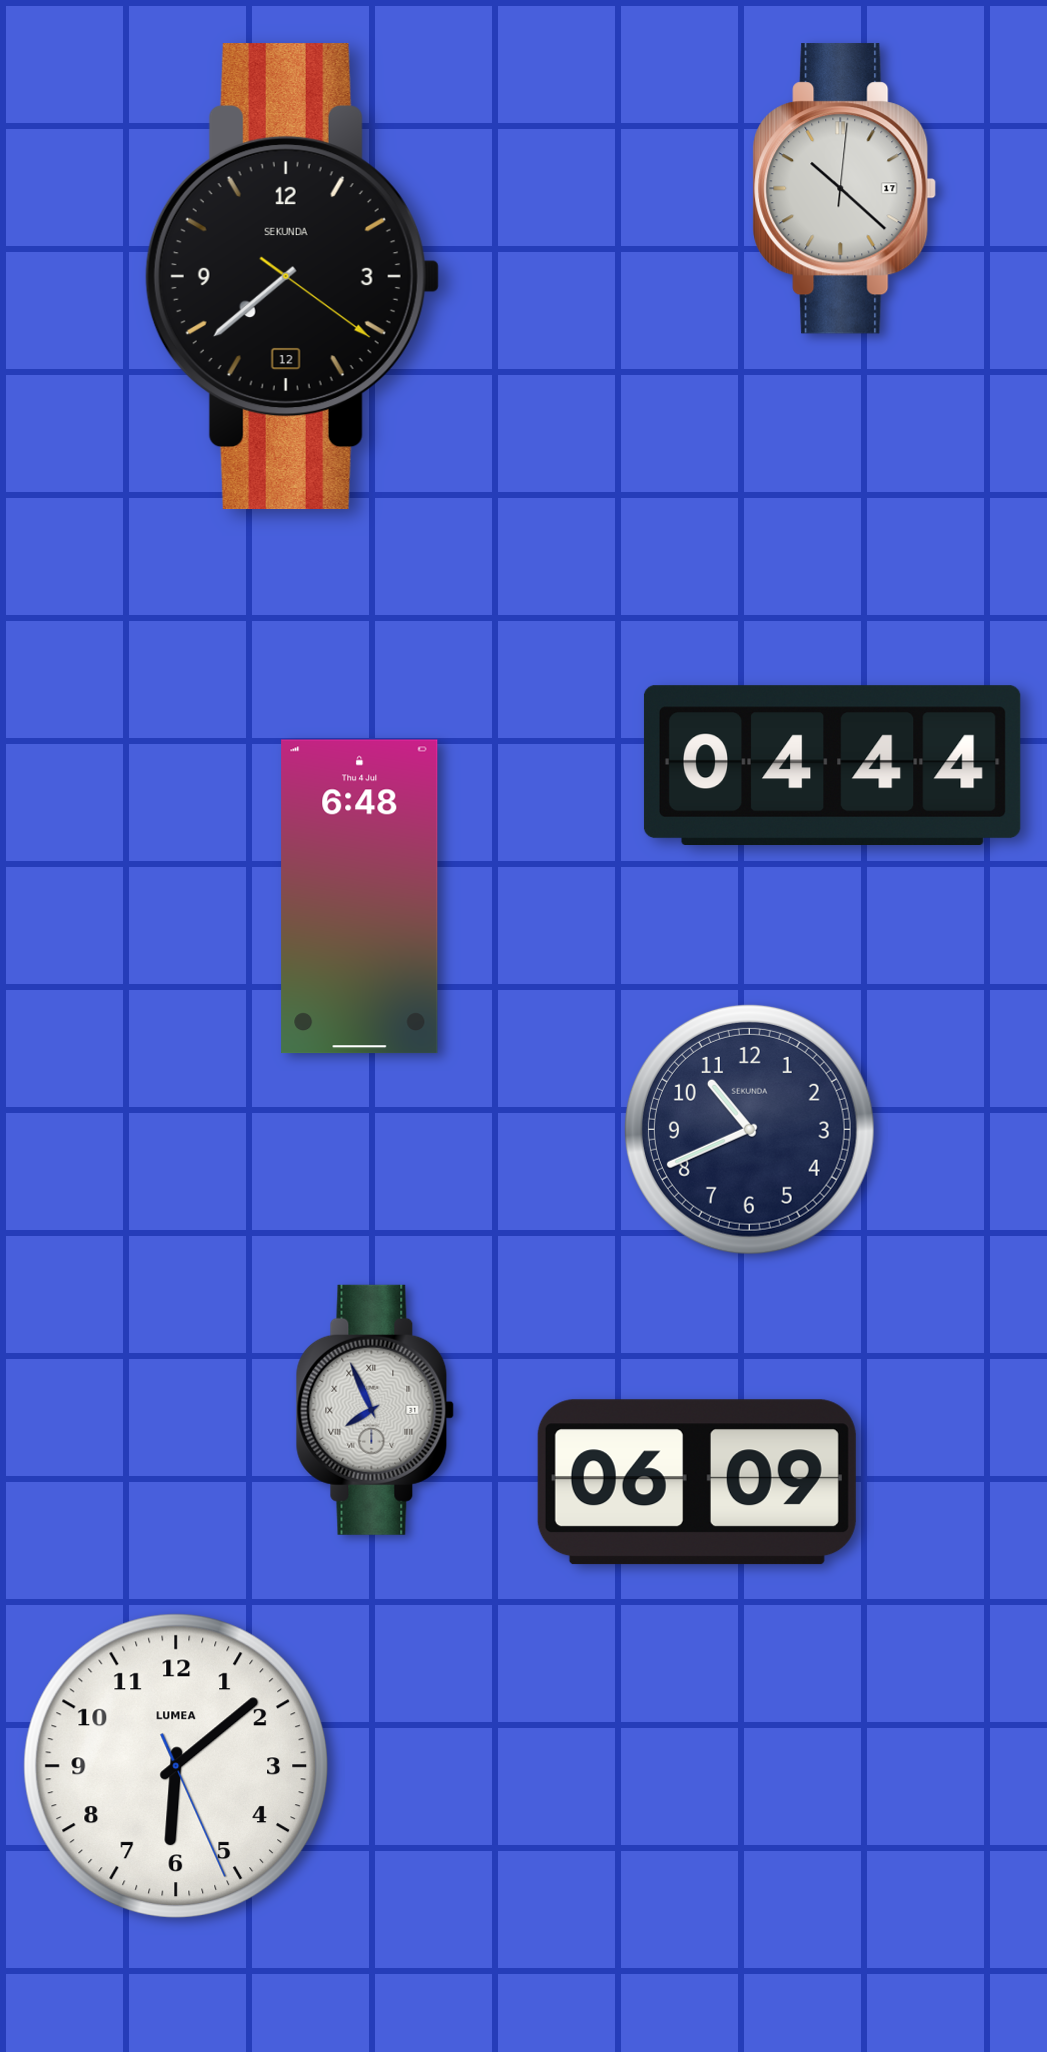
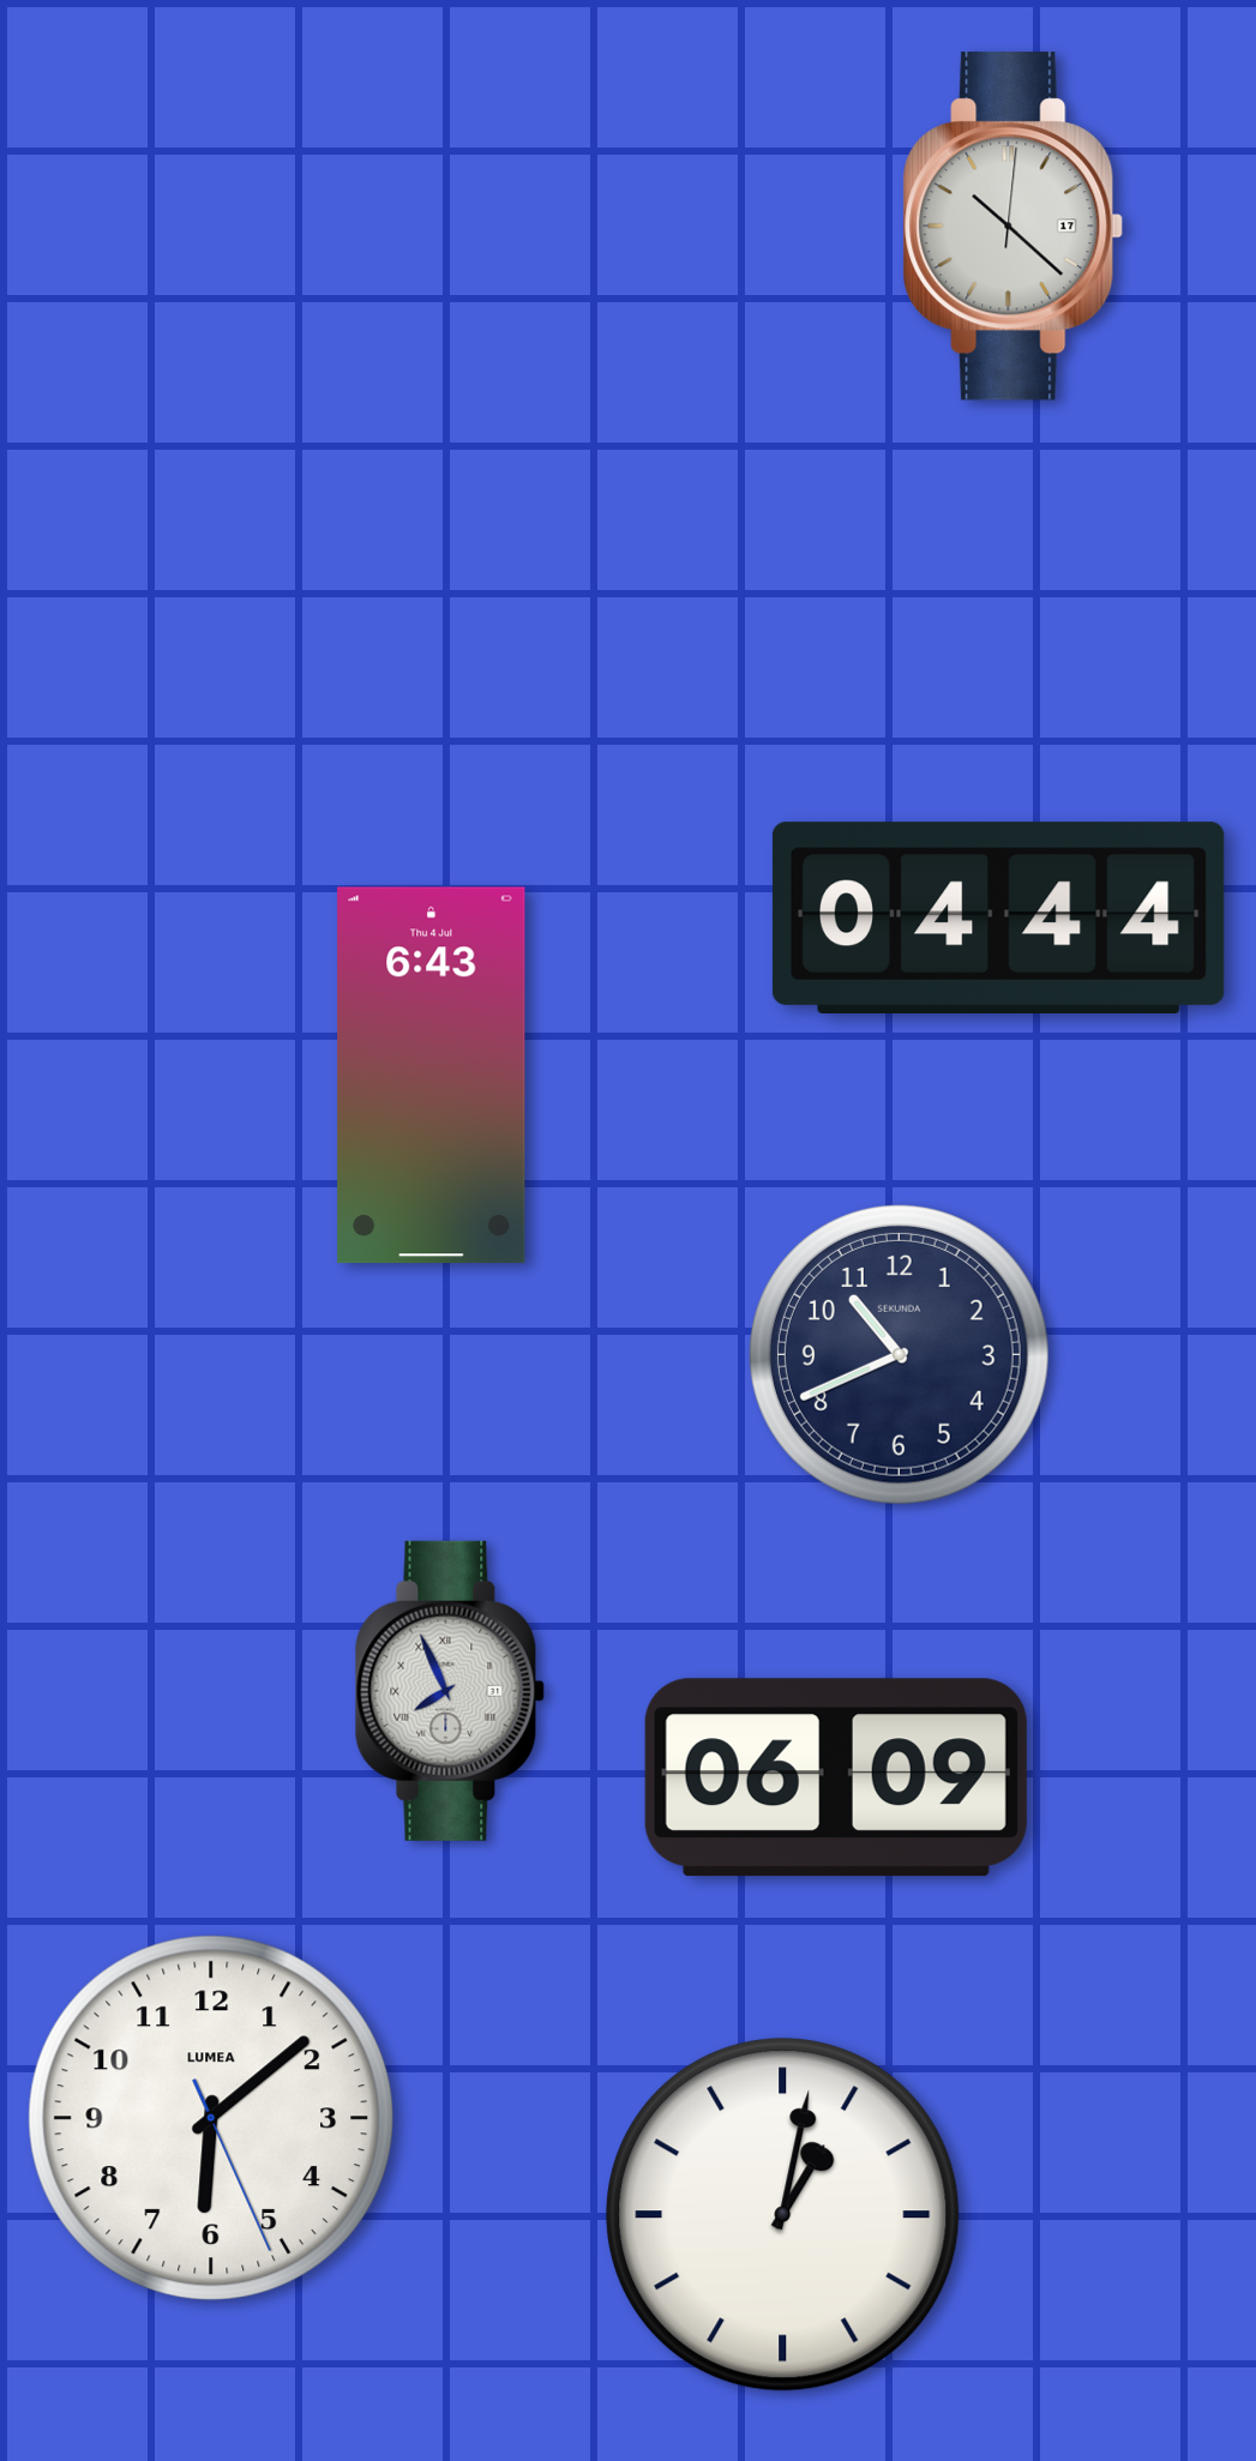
clock at (292, 277): 7:38 -> none
clock at (360, 897): 6:48 -> 6:43
clock at (783, 2215): none -> 1:02
